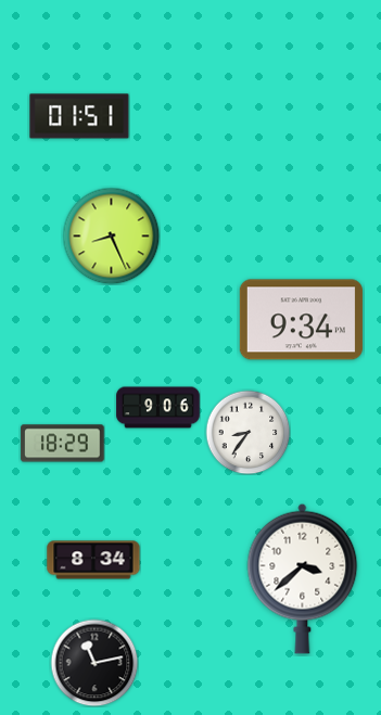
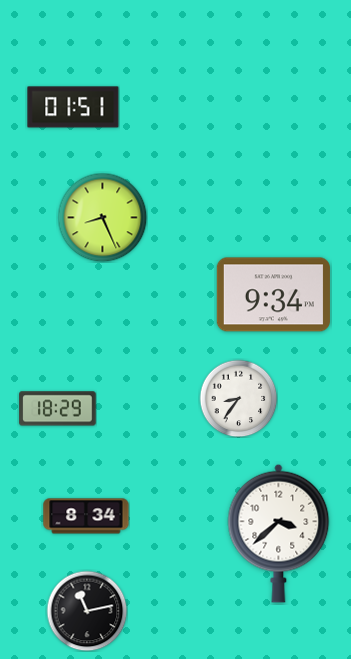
clock at (301, 320) position: (301, 320) -> (273, 295)
clock at (158, 408): 9:06 -> none
clock at (247, 432) position: (247, 432) -> (238, 398)
